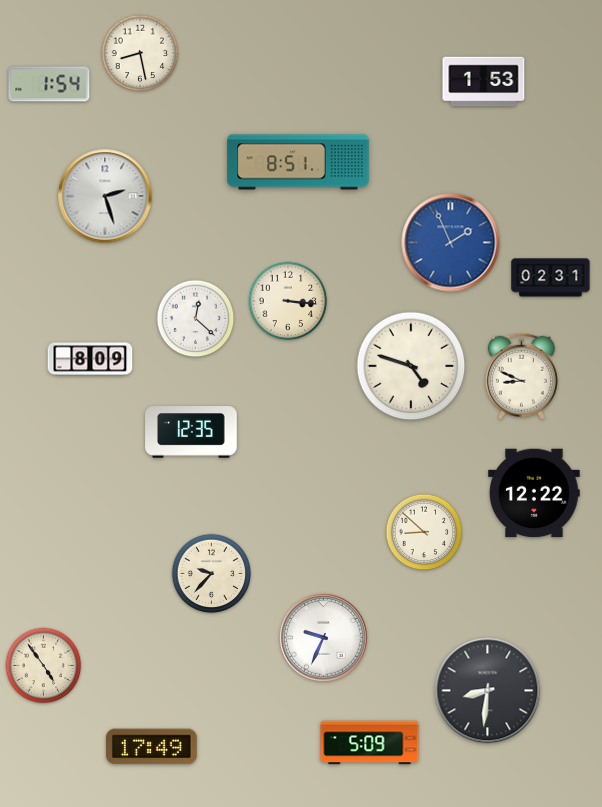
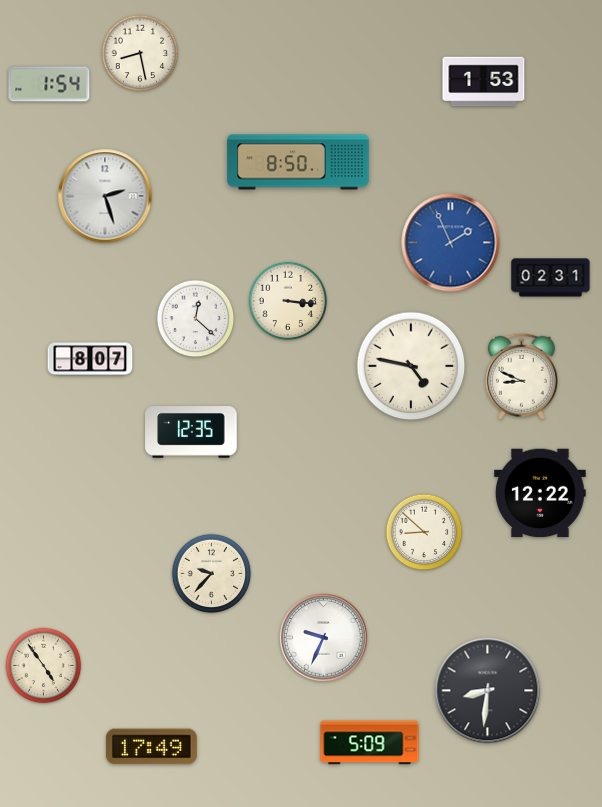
clock at (298, 162): 8:51 -> 8:50
clock at (90, 359): 8:09 -> 8:07
clock at (411, 366): 4:48 -> 4:47
clock at (534, 493) position: (534, 493) -> (540, 493)
